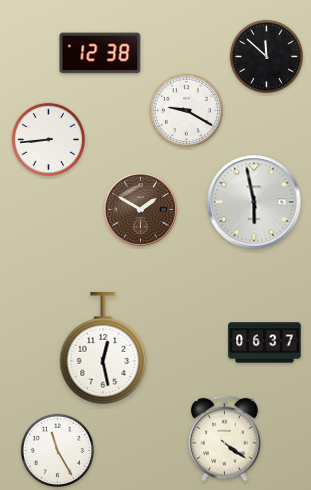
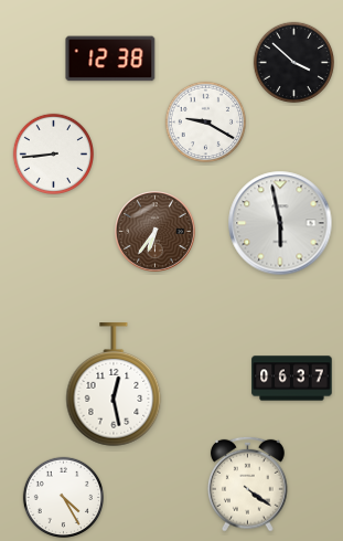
clock at (266, 56): 11:52 -> 3:52
clock at (141, 210): 1:50 -> 6:36
clock at (57, 450): 11:25 -> 4:25
